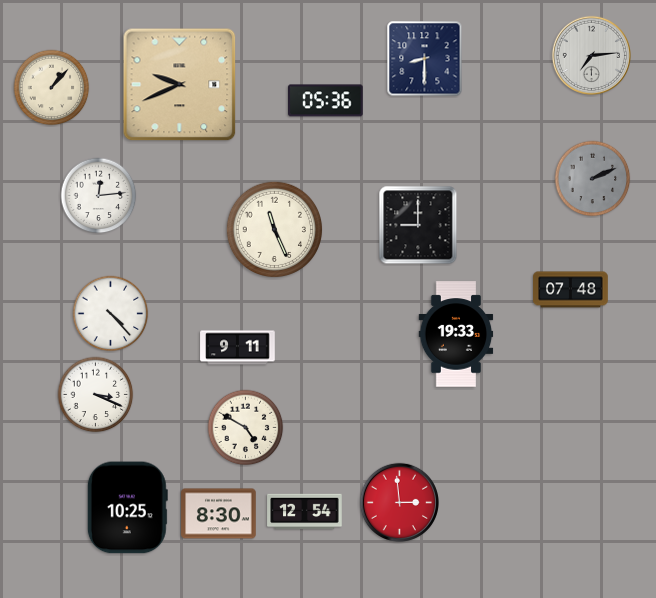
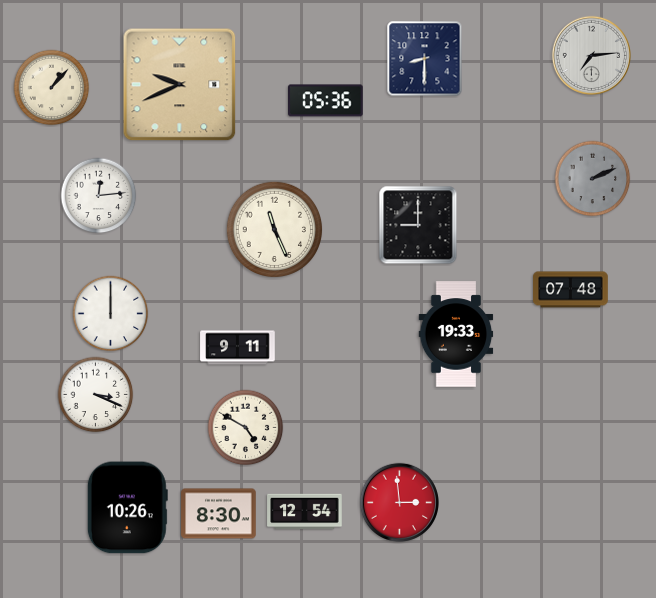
clock at (111, 314): 4:23 -> 12:00
clock at (127, 508): 10:25 -> 10:26
